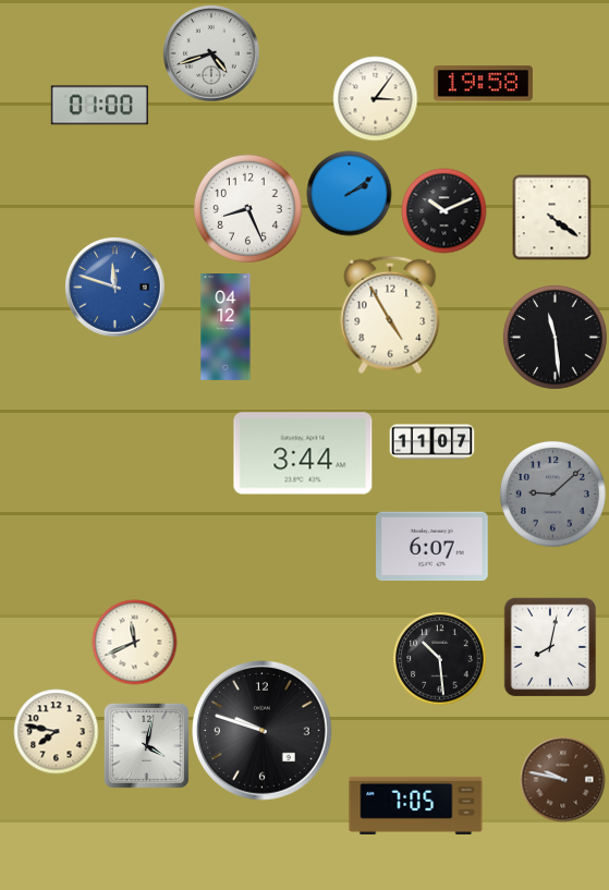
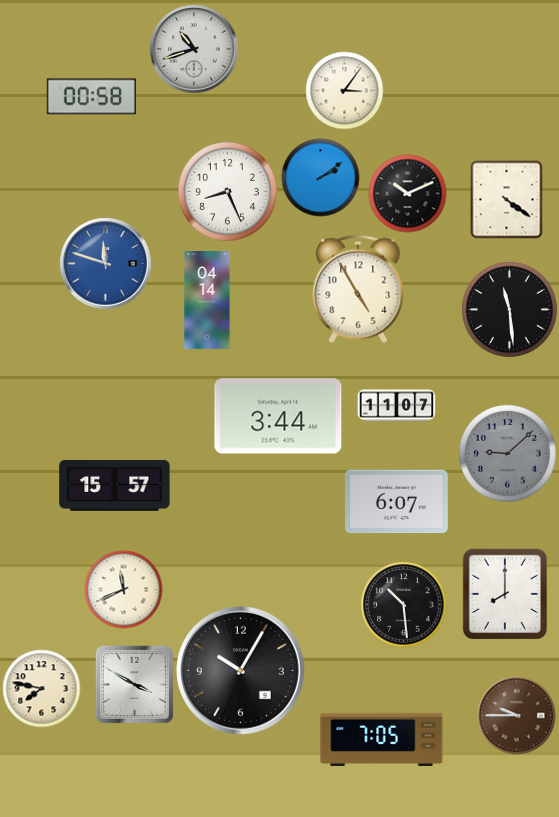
clock at (211, 53): 4:42 -> 10:42
clock at (483, 84): 19:58 -> none
clock at (99, 106): 01:00 -> 00:58
clock at (226, 328): 04:12 -> 04:14
clock at (115, 485): none -> 15:57
clock at (550, 647): 8:02 -> 8:00
clock at (56, 731) position: (56, 731) -> (41, 688)
clock at (263, 731): 9:48 -> 10:05
clock at (146, 745): 4:02 -> 3:50
clock at (562, 779): 9:47 -> 9:45
